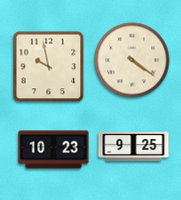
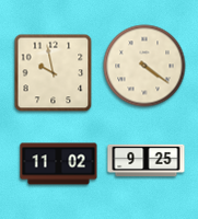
clock at (54, 150): 10:23 -> 11:02
